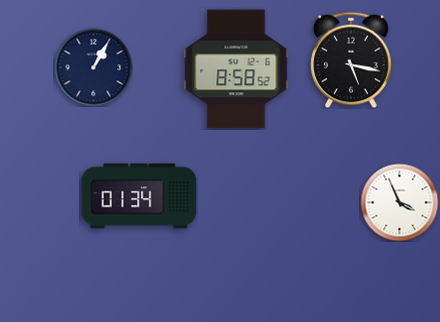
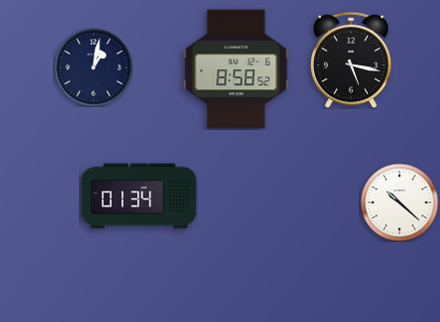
clock at (93, 67): 1:05 -> 1:02
clock at (399, 202): 3:56 -> 10:22
